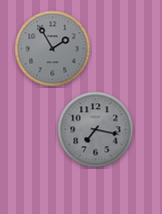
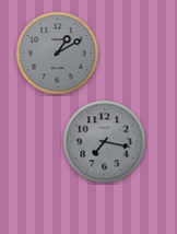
clock at (53, 49): 1:55 -> 1:10
